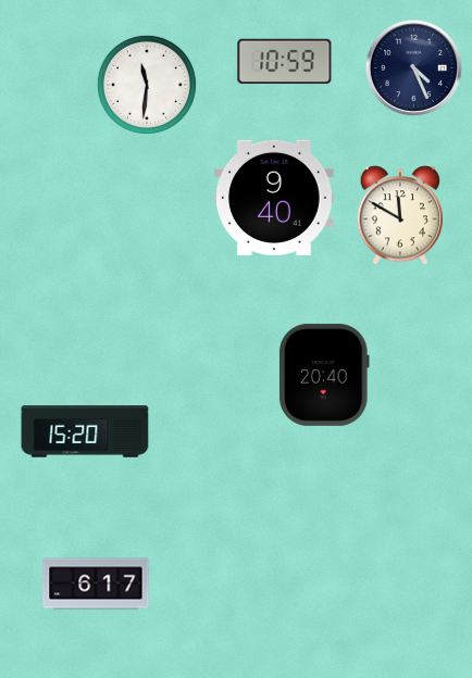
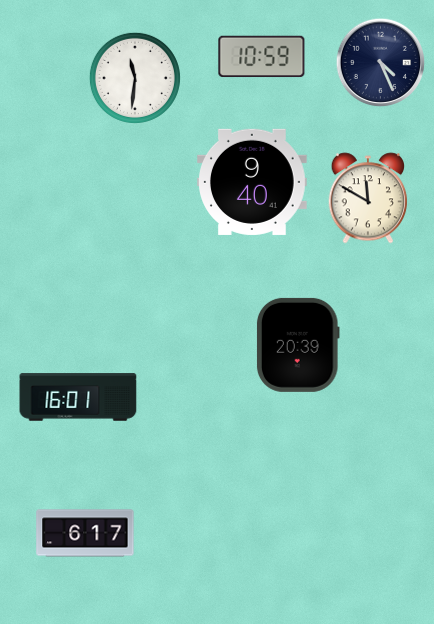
clock at (324, 375): 20:40 -> 20:39
clock at (85, 431): 15:20 -> 16:01
clock at (96, 583) position: (96, 583) -> (85, 533)
